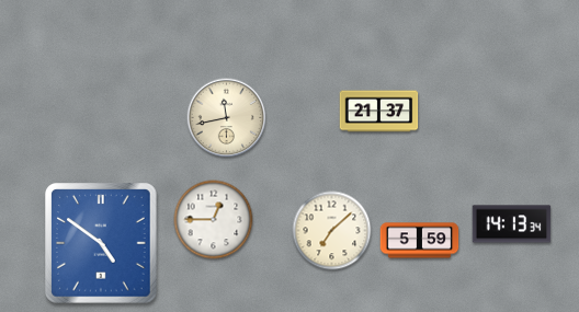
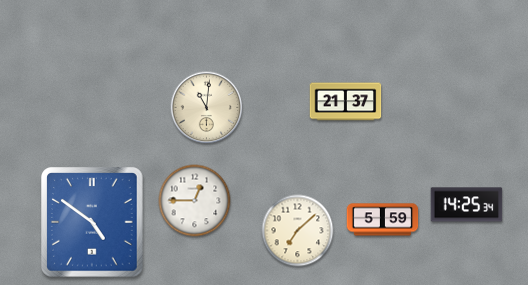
clock at (227, 118): 11:43 -> 11:01
clock at (512, 224): 14:13 -> 14:25
clock at (332, 231) position: (332, 231) -> (298, 231)
